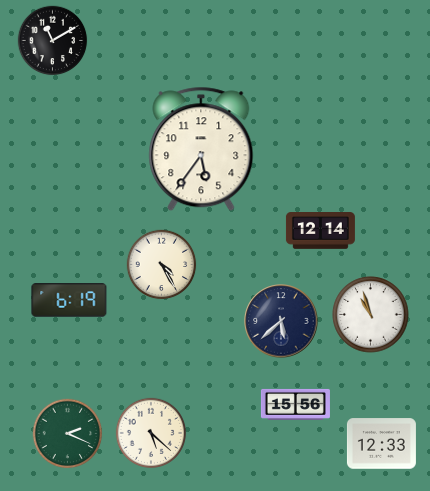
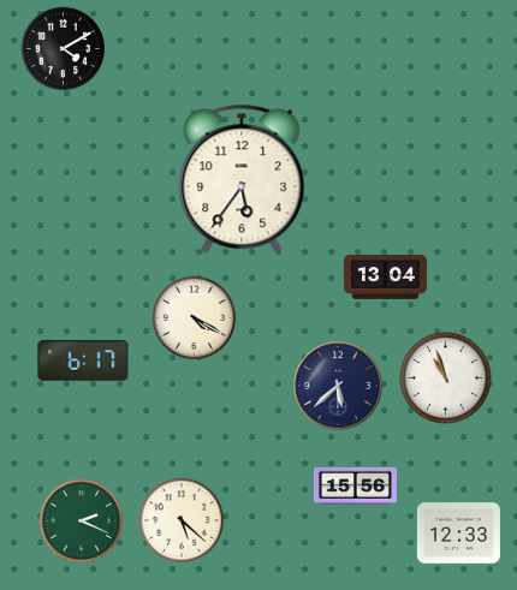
clock at (53, 41): 11:10 -> 4:10
clock at (320, 231): 12:14 -> 13:04
clock at (162, 265): 4:25 -> 4:20
clock at (69, 300): 6:19 -> 6:17
